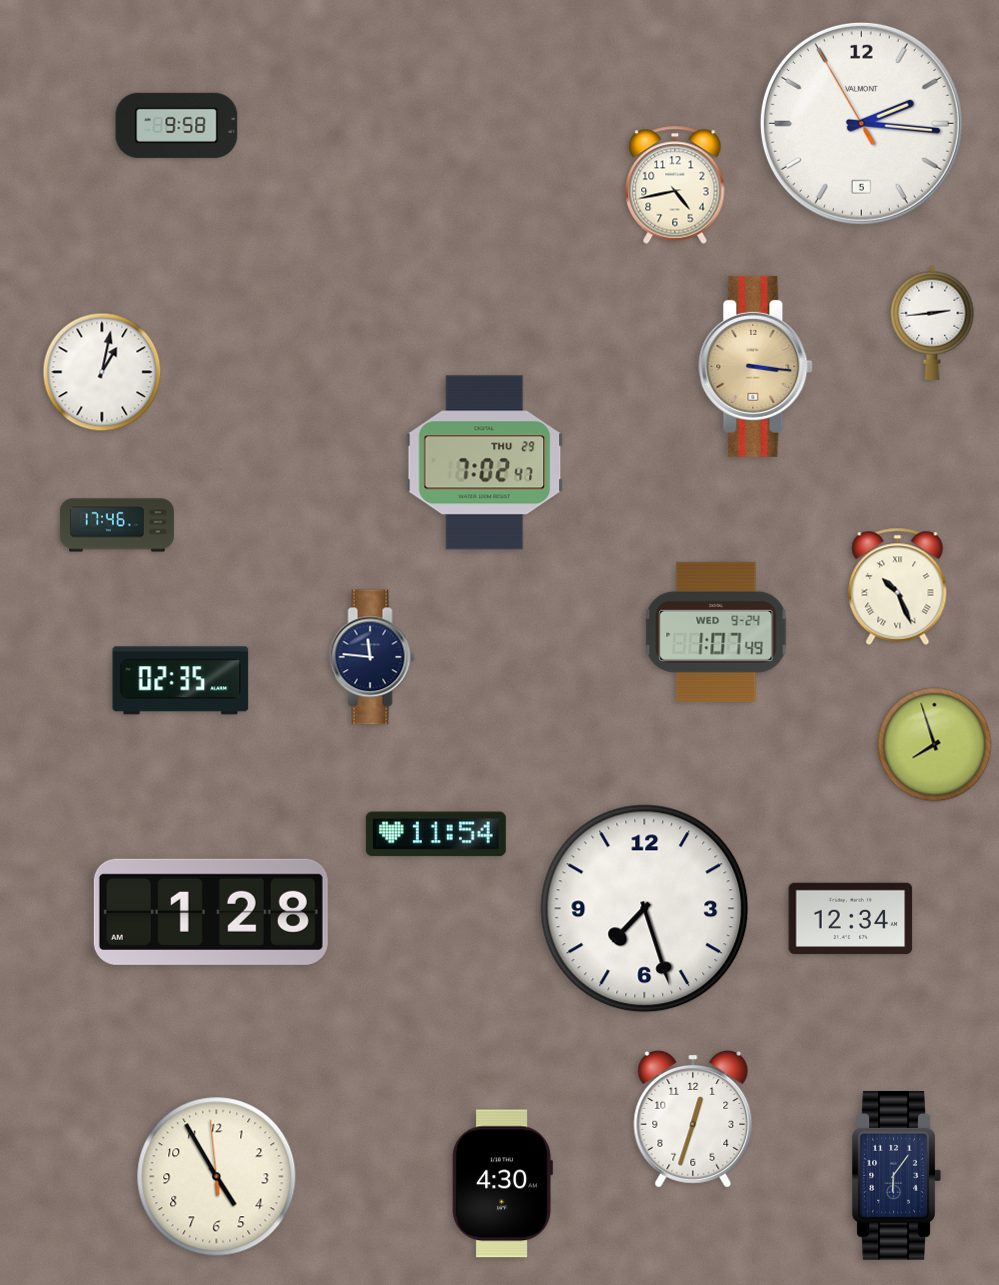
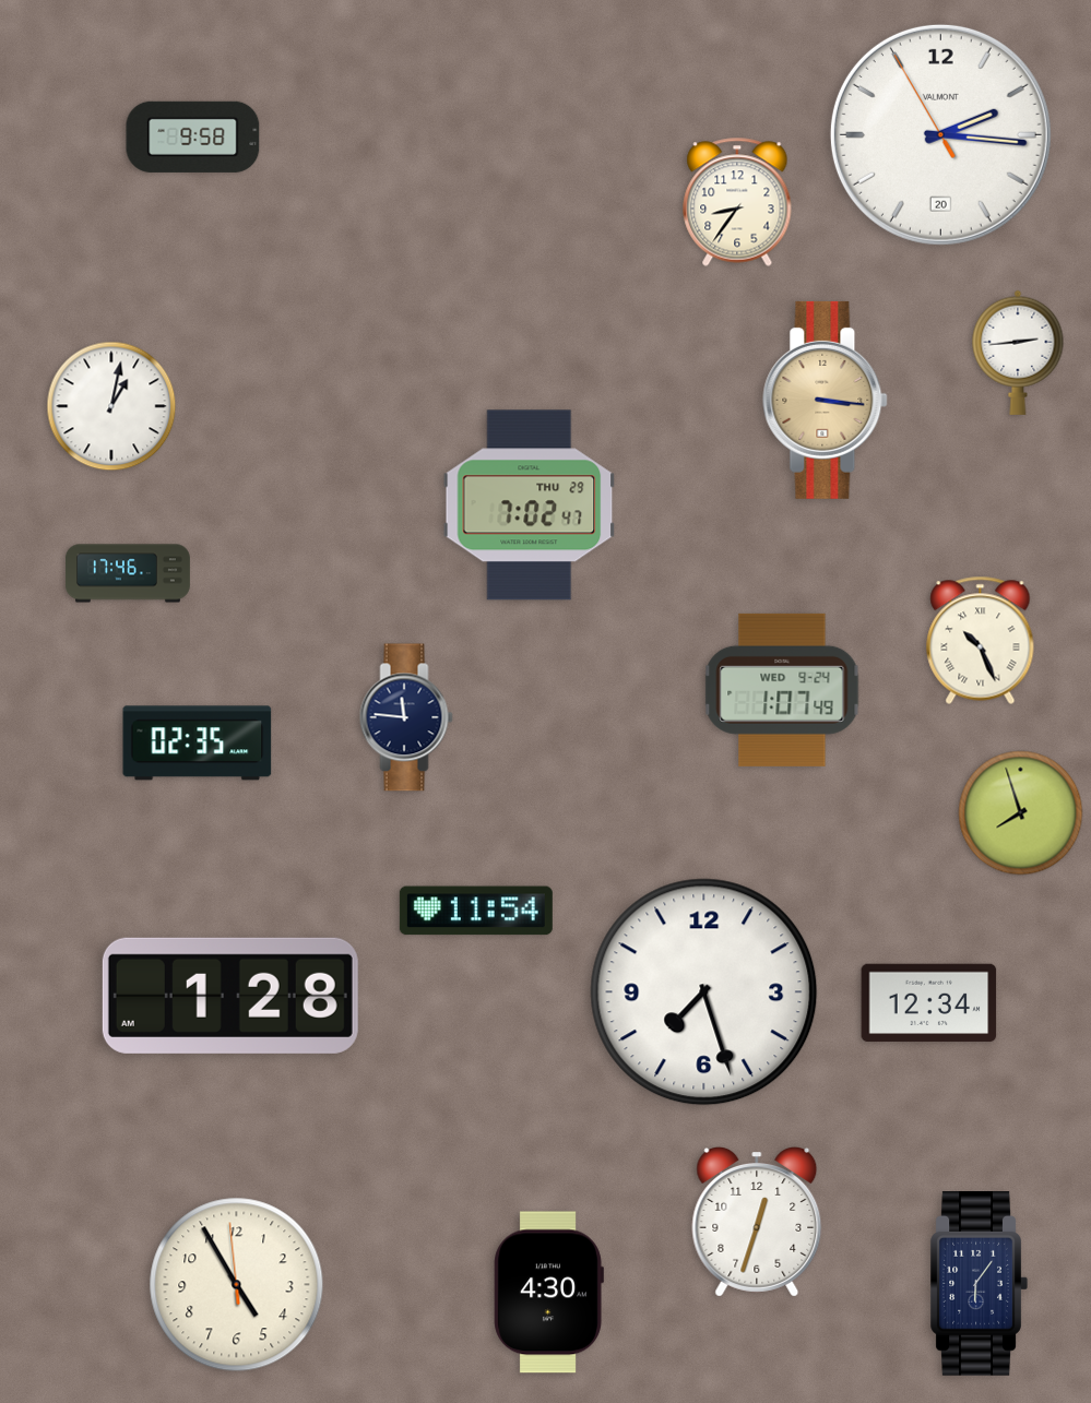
clock at (861, 123) date: 5 -> 20
clock at (675, 185): 4:43 -> 8:36
